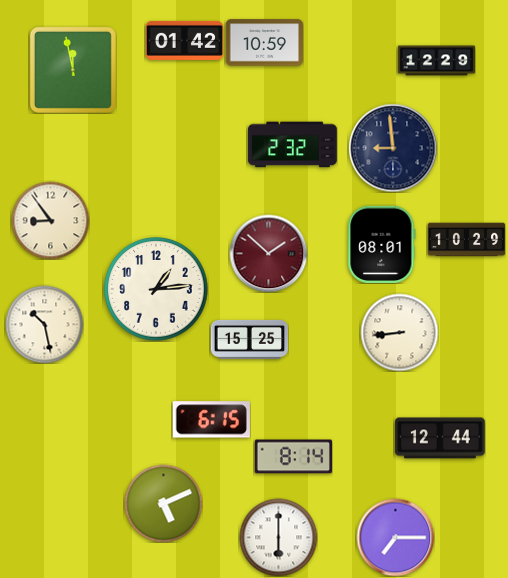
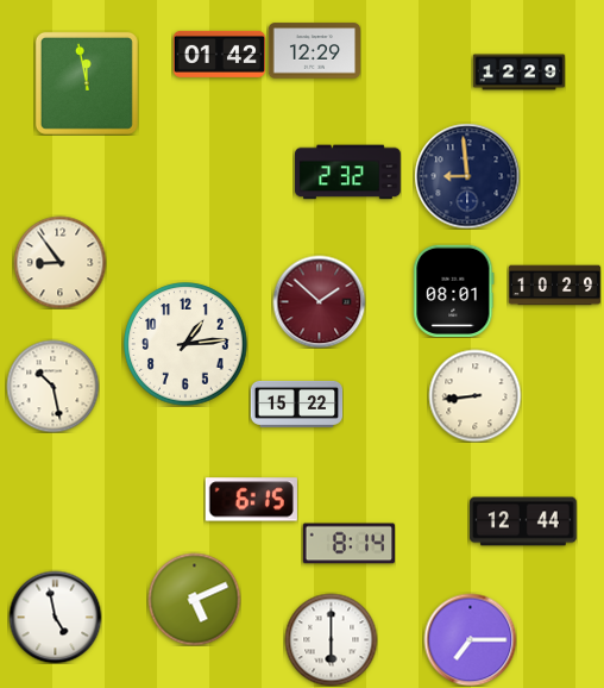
clock at (184, 40) position: (184, 40) -> (219, 54)
clock at (264, 43): 10:59 -> 12:29
clock at (249, 339): 15:25 -> 15:22
clock at (55, 617): none -> 4:58
